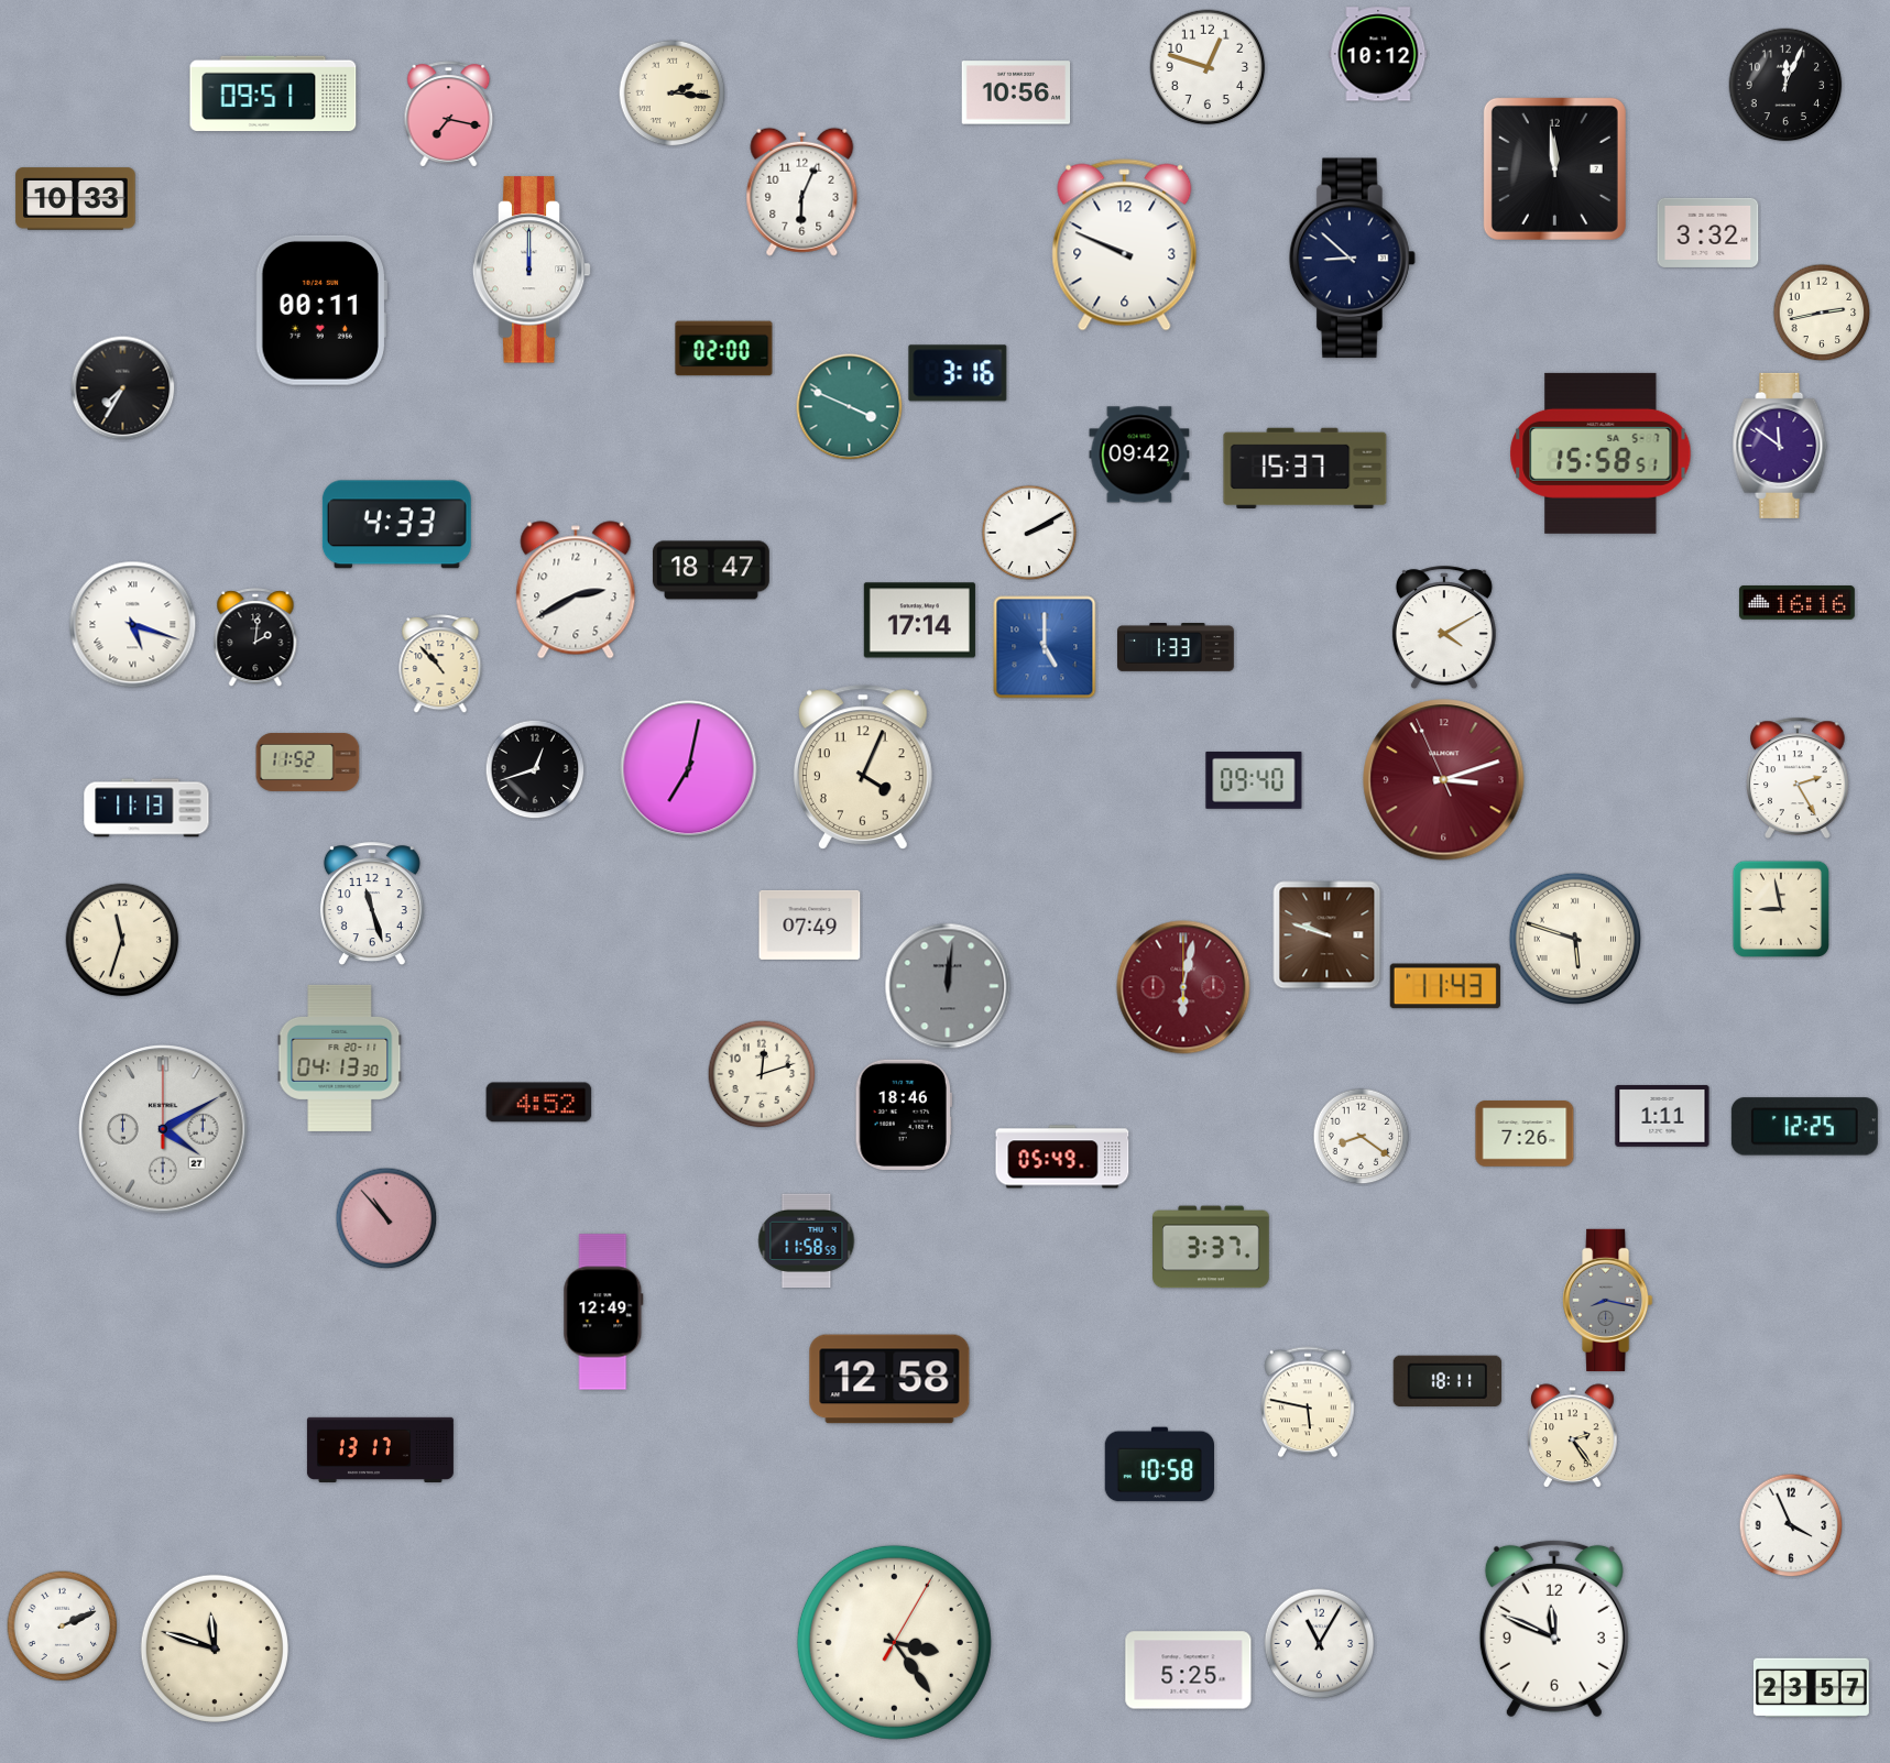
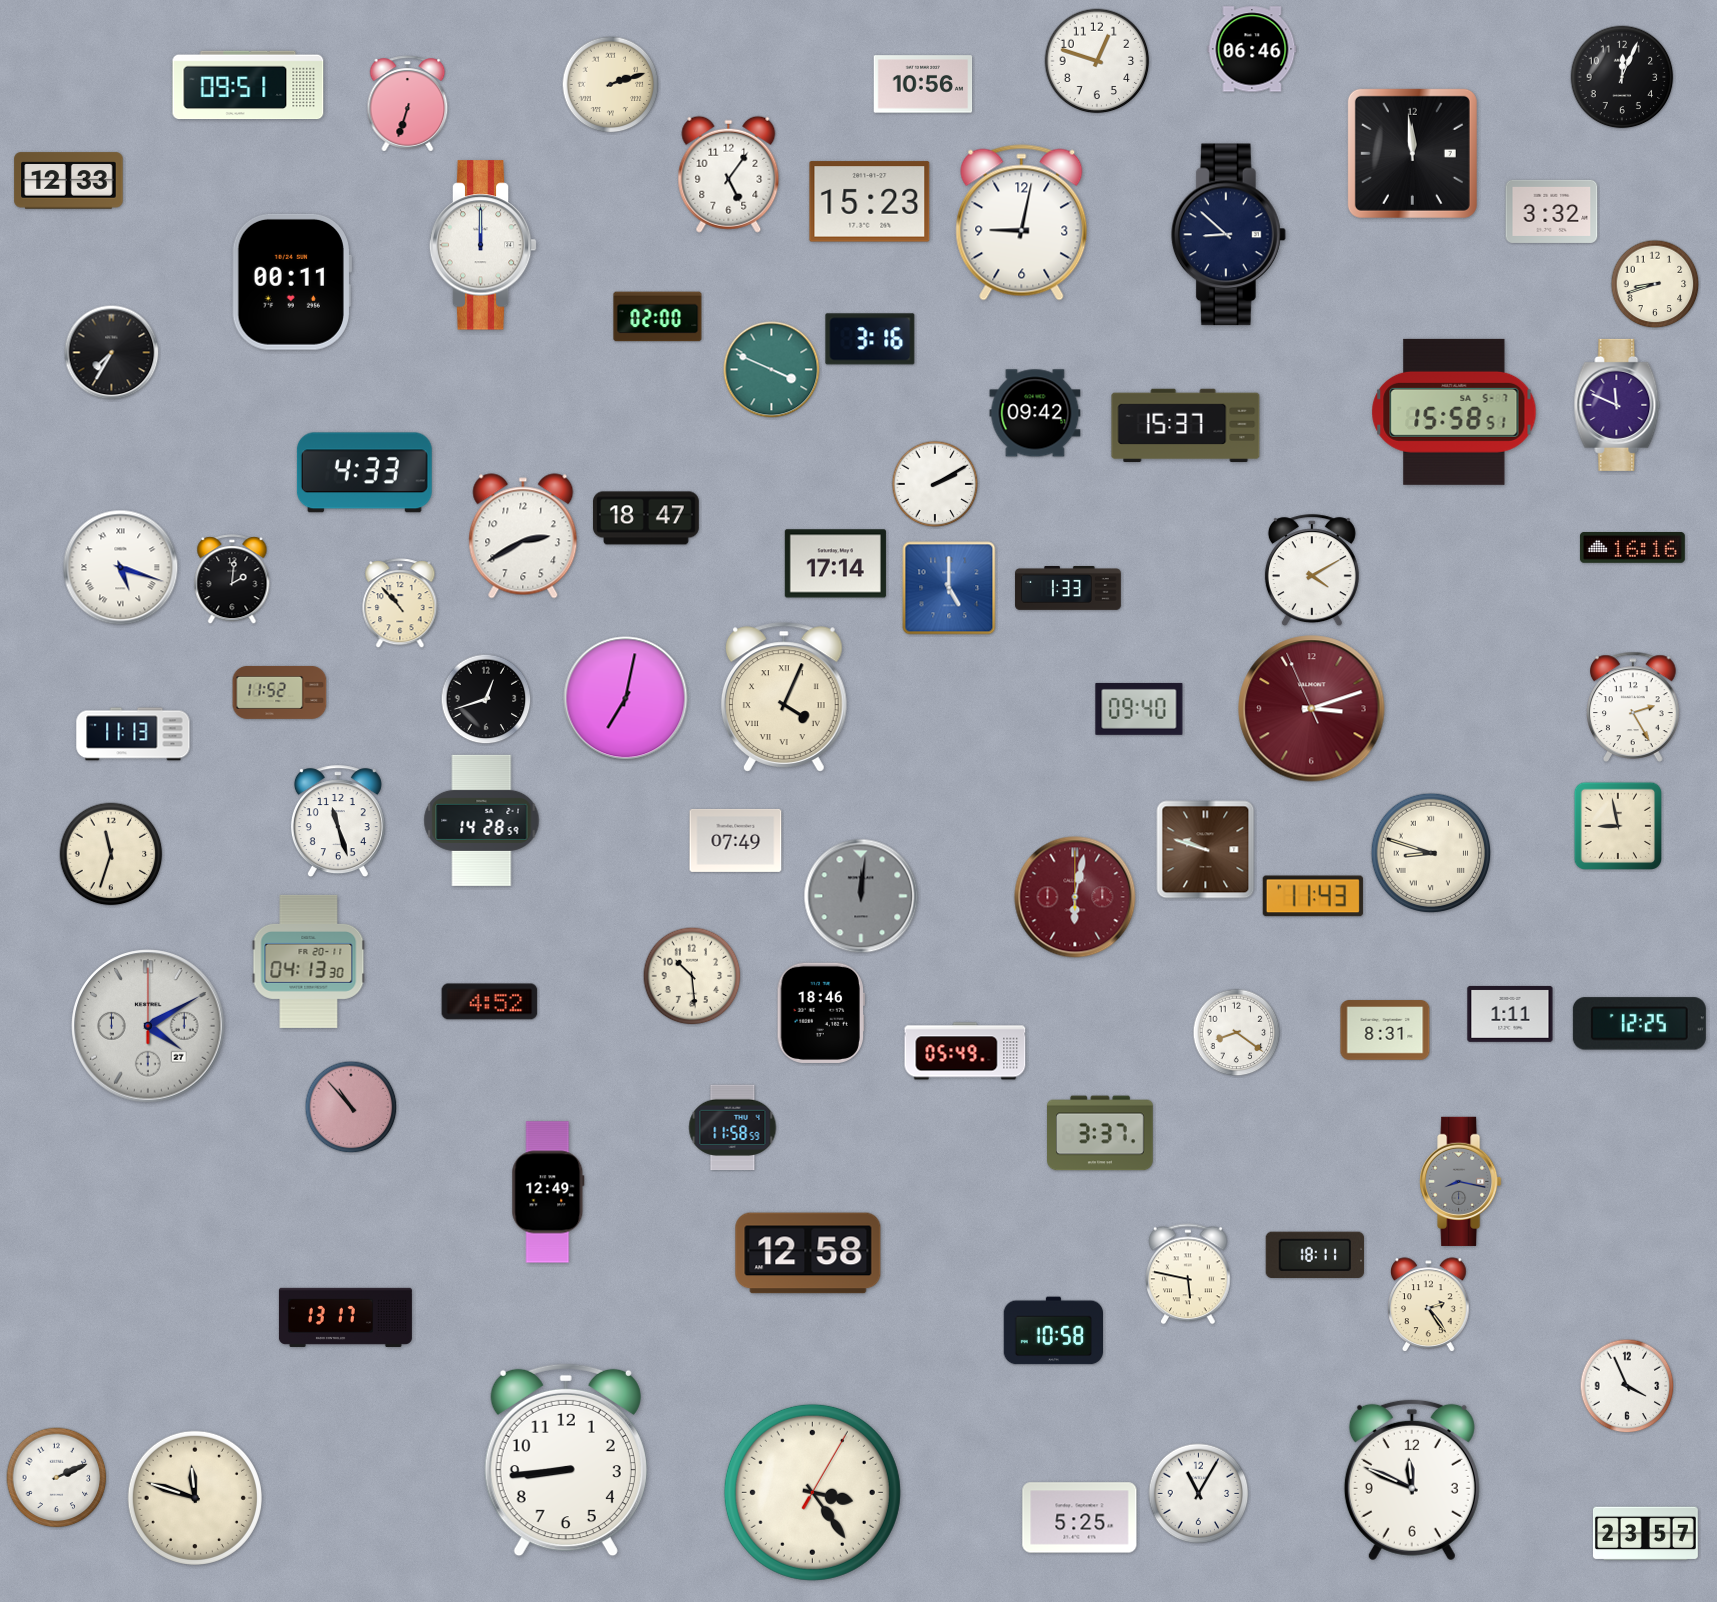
clock at (1378, 54): 10:12 -> 06:46
clock at (673, 94): 2:16 -> 2:12
clock at (449, 114): 7:17 -> 6:33
clock at (802, 191): 6:04 -> 5:06
clock at (76, 199): 10:33 -> 12:33
clock at (870, 202): none -> 15:23
clock at (1125, 245): 9:49 -> 9:02
clock at (1822, 313): 2:43 -> 8:42
clock at (1780, 446): 11:51 -> 11:49
clock at (396, 525) position: (396, 525) -> (364, 473)
clock at (863, 767) numerals: Arabic -> Roman
clock at (482, 820): none -> 14:28
clock at (1575, 939): 5:48 -> 8:48
clock at (762, 1074): 12:12 -> 10:29
clock at (1525, 1134): 7:26 -> 8:31
clock at (566, 1460): none -> 8:44
